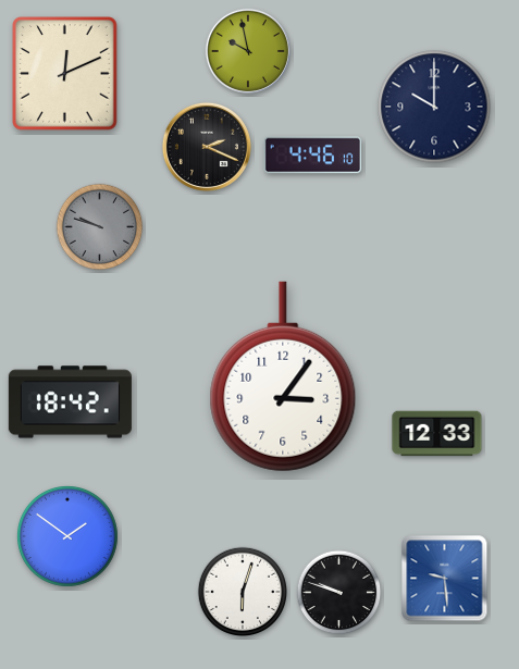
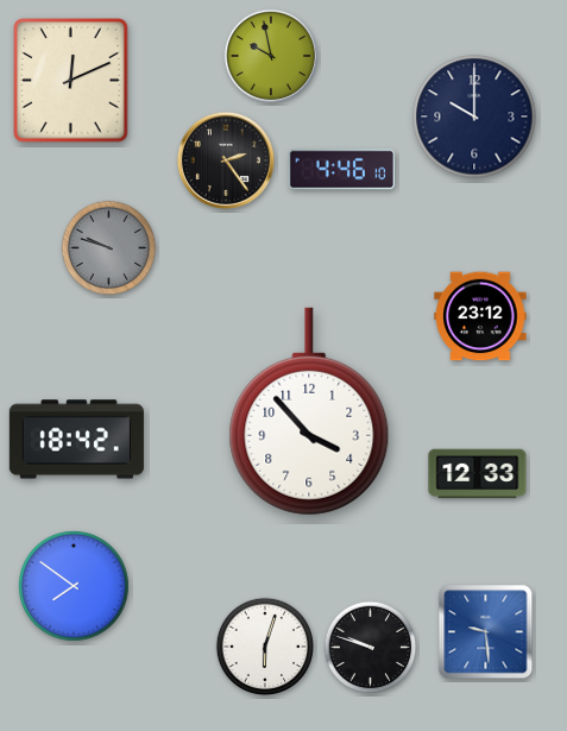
clock at (207, 147): 2:19 -> 2:24
clock at (480, 316): none -> 23:12
clock at (283, 376): 3:06 -> 3:53
clock at (69, 537): 1:51 -> 7:51
